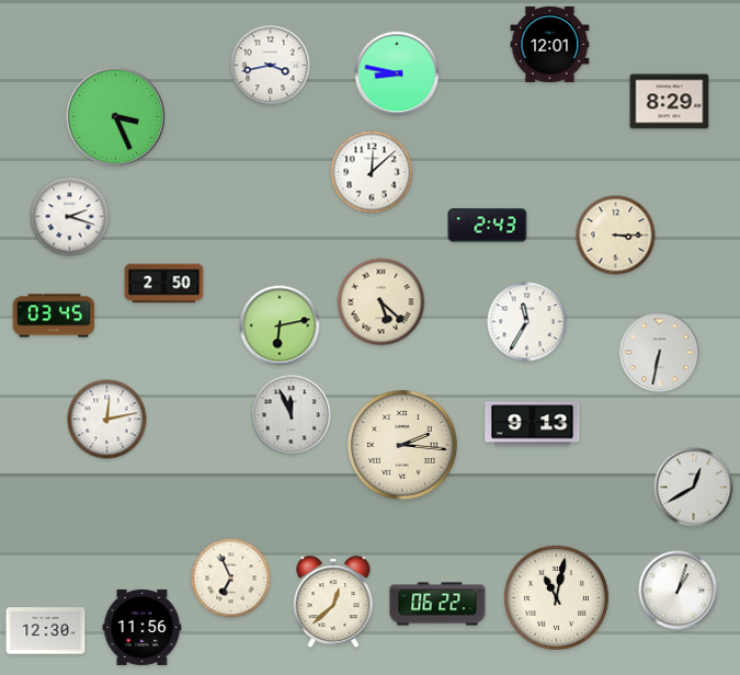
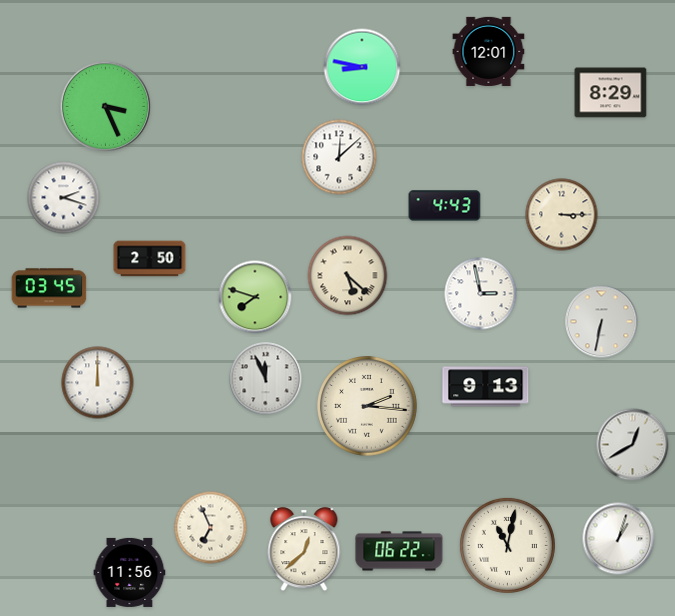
clock at (550, 44) position: (550, 44) -> (489, 51)
clock at (271, 66): 3:43 -> none
clock at (488, 226): 2:43 -> 4:43
clock at (527, 322): 11:35 -> 2:58
clock at (280, 325): 6:13 -> 7:48
clock at (107, 420): 12:13 -> 12:00
clock at (46, 631): 12:30 -> none
